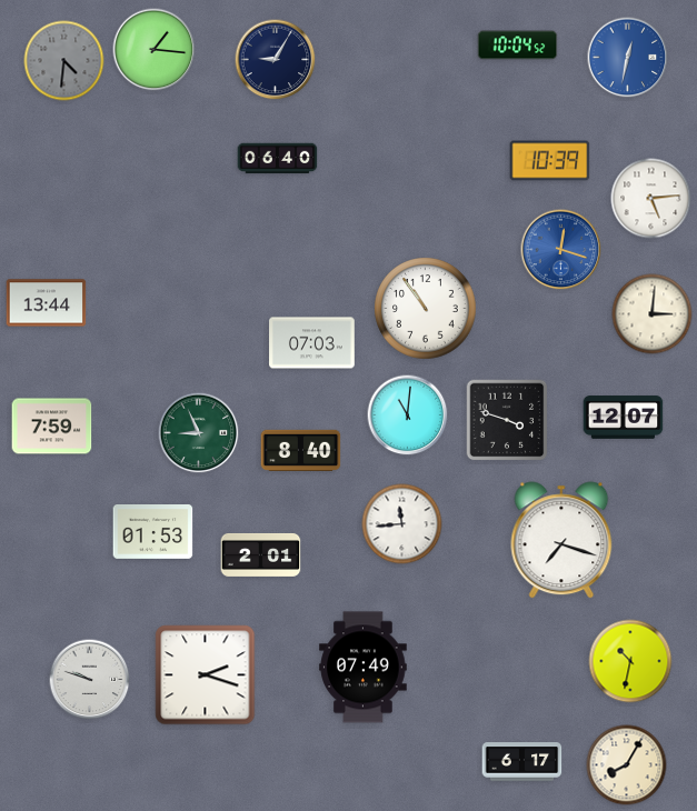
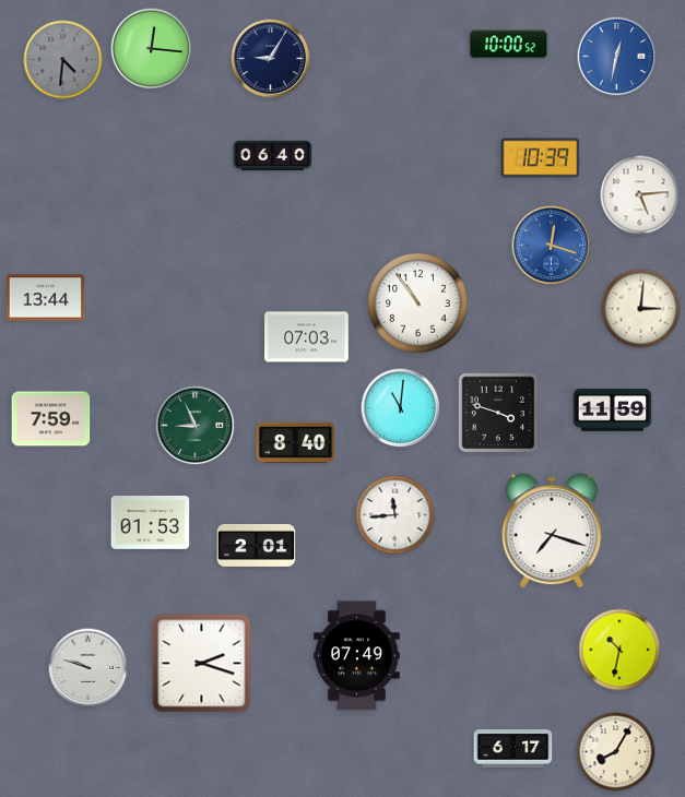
clock at (518, 46): 10:04 -> 10:00
clock at (155, 50): 1:16 -> 12:16
clock at (624, 418): 12:07 -> 11:59
